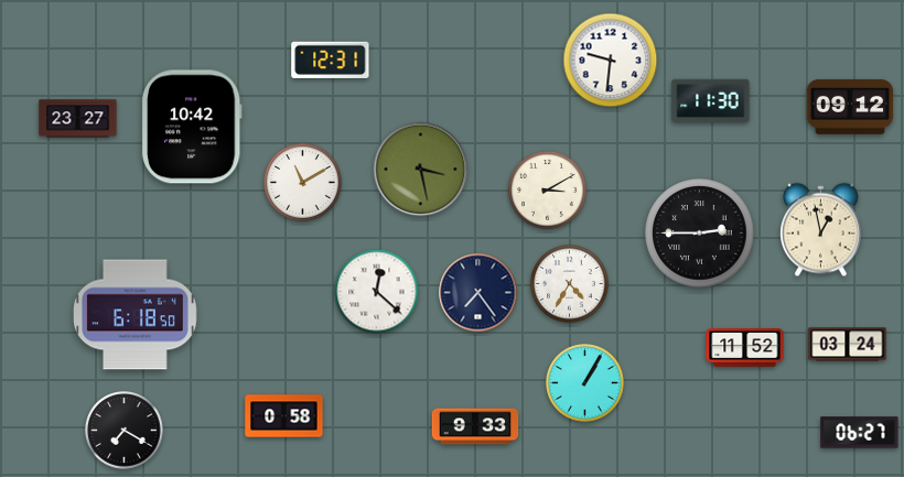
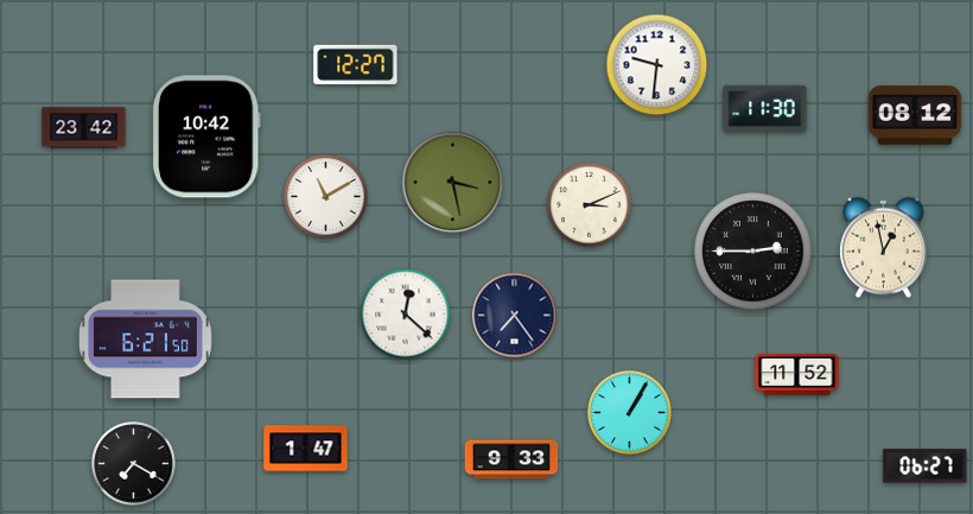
clock at (331, 59): 12:31 -> 12:27
clock at (850, 107): 09:12 -> 08:12
clock at (78, 119): 23:27 -> 23:42
clock at (548, 191): 3:10 -> 3:11
clock at (570, 284): 4:35 -> none
clock at (136, 315): 6:18 -> 6:21
clock at (848, 345): 03:24 -> none
clock at (745, 348) position: (745, 348) -> (797, 375)
clock at (284, 416): 0:58 -> 1:47
